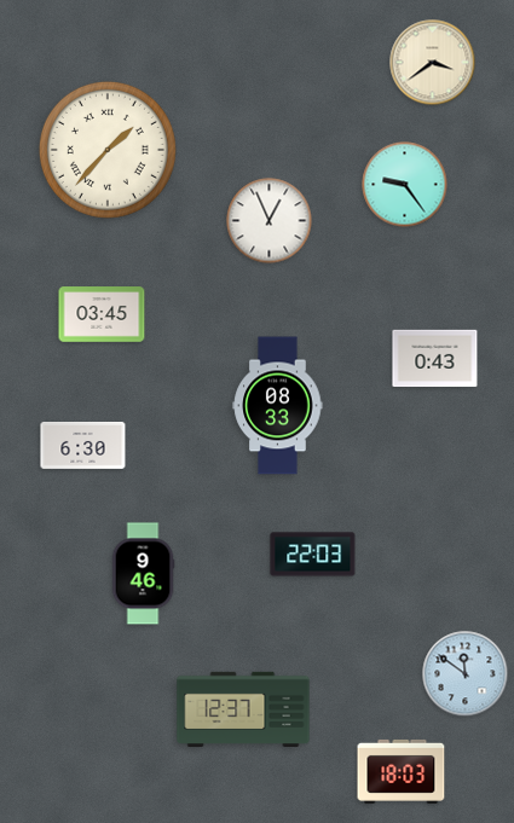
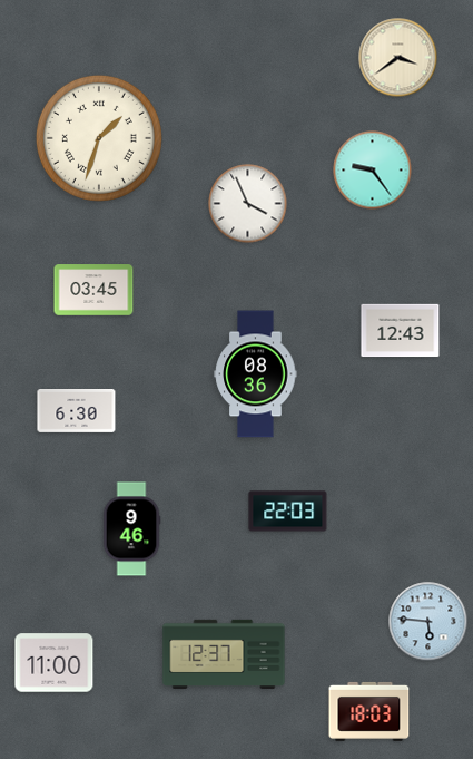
clock at (108, 150): 1:37 -> 1:33
clock at (270, 221): 12:56 -> 3:56
clock at (435, 359): 0:43 -> 12:43
clock at (278, 406): 08:33 -> 08:36
clock at (466, 674): 11:51 -> 5:46
clock at (55, 663): none -> 11:00
